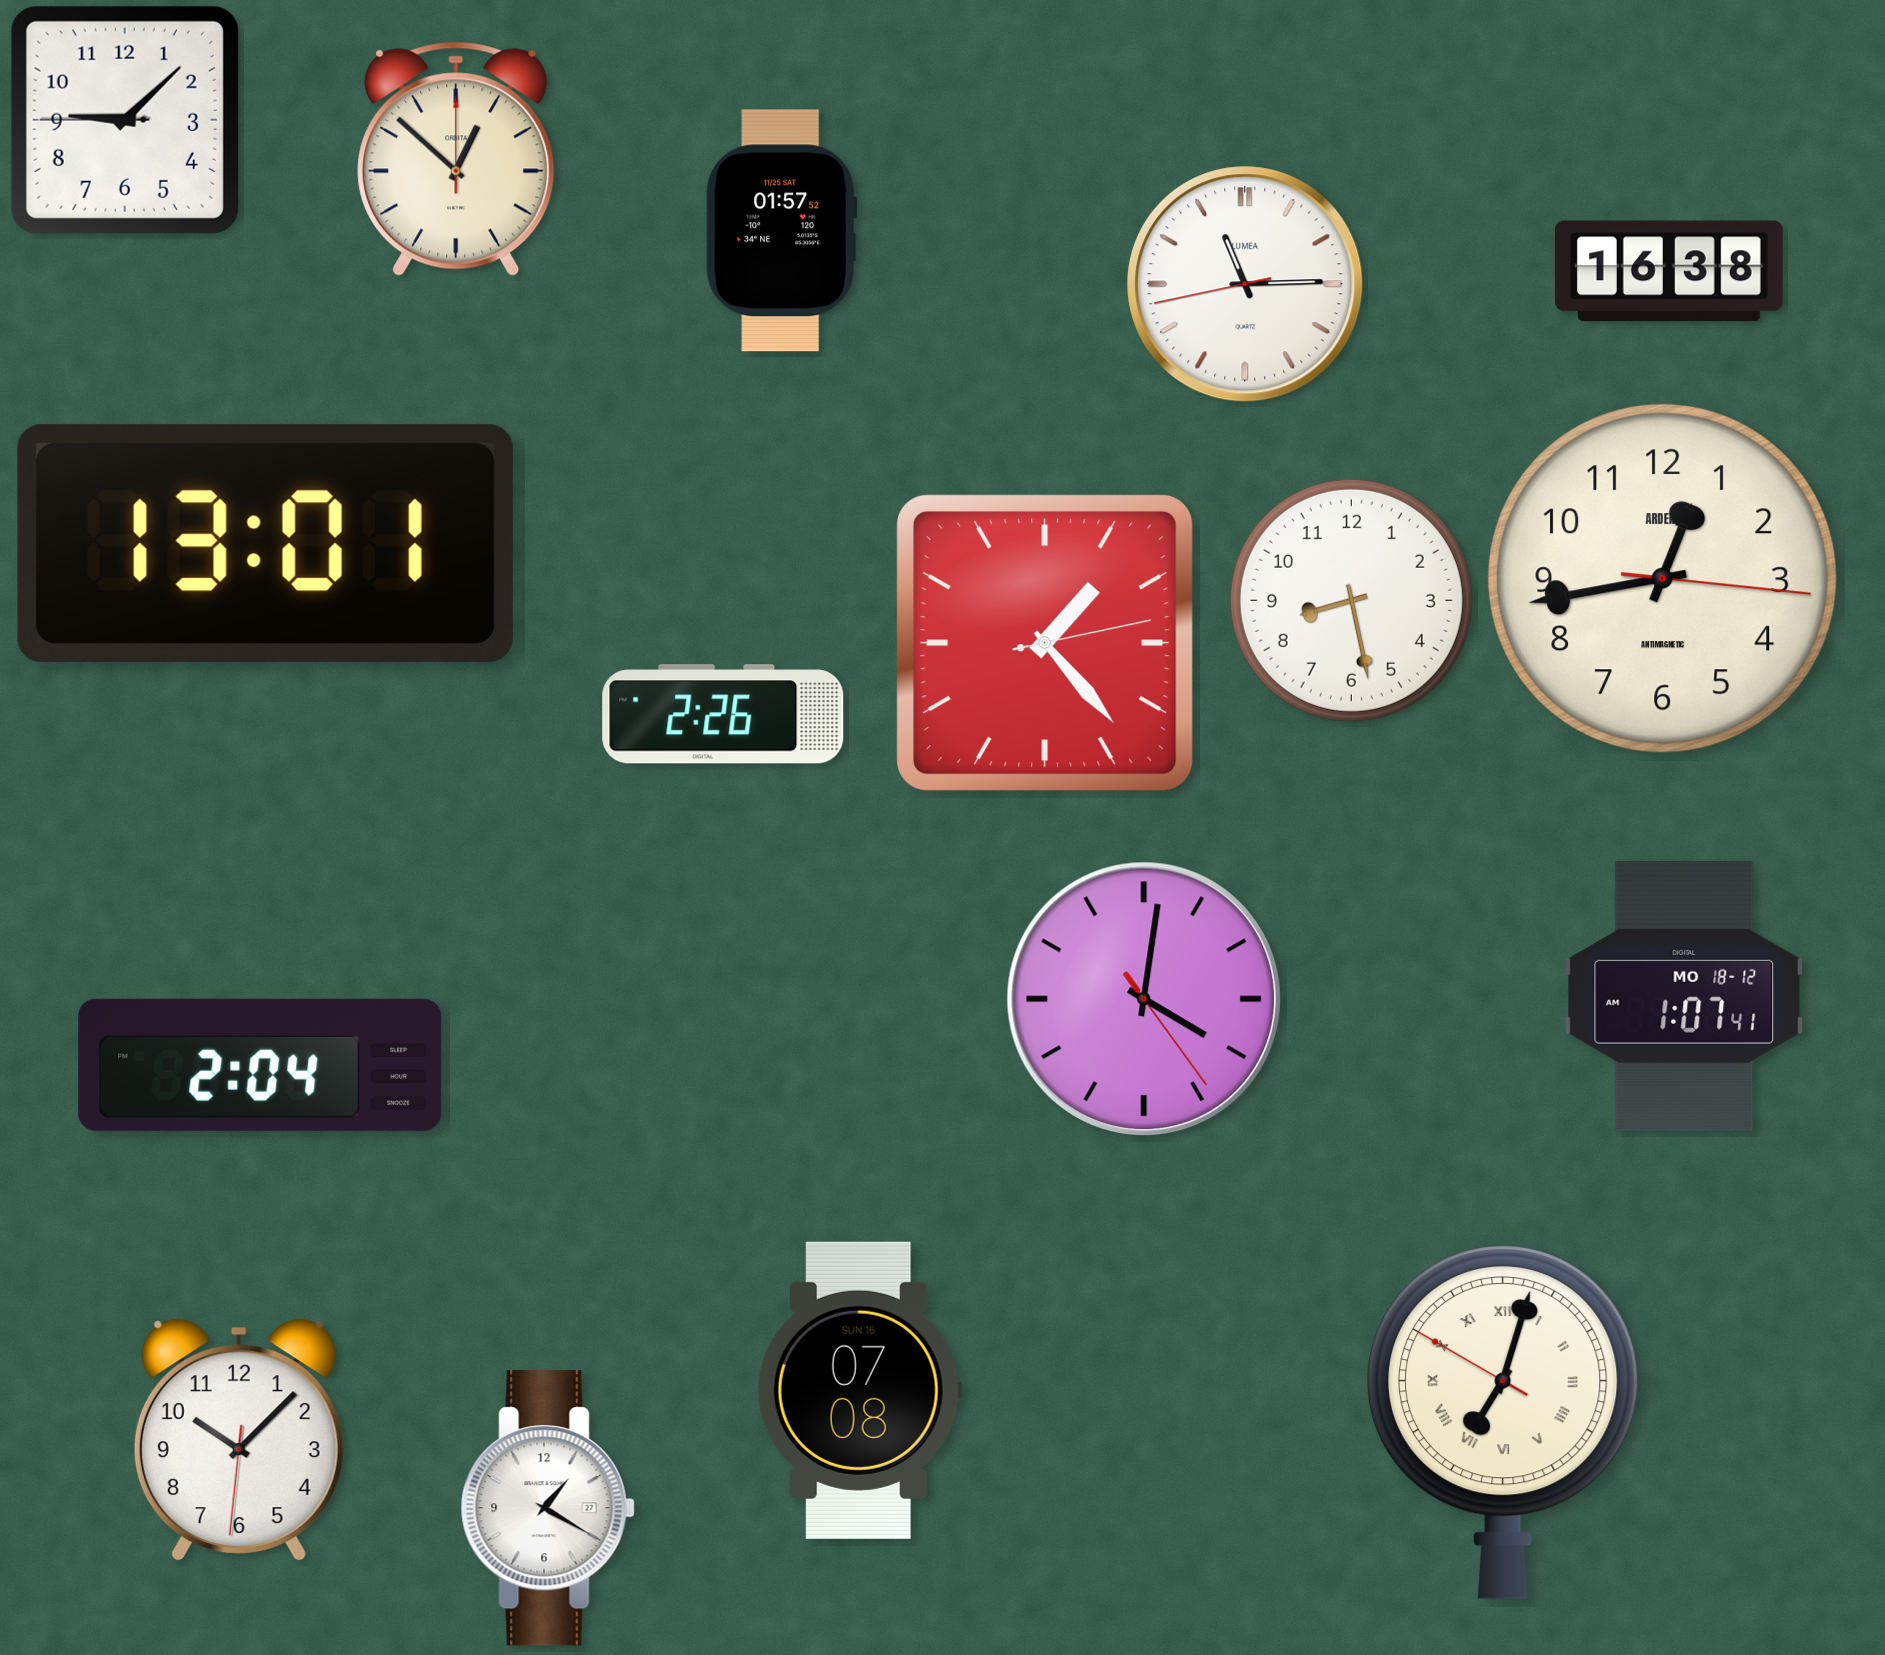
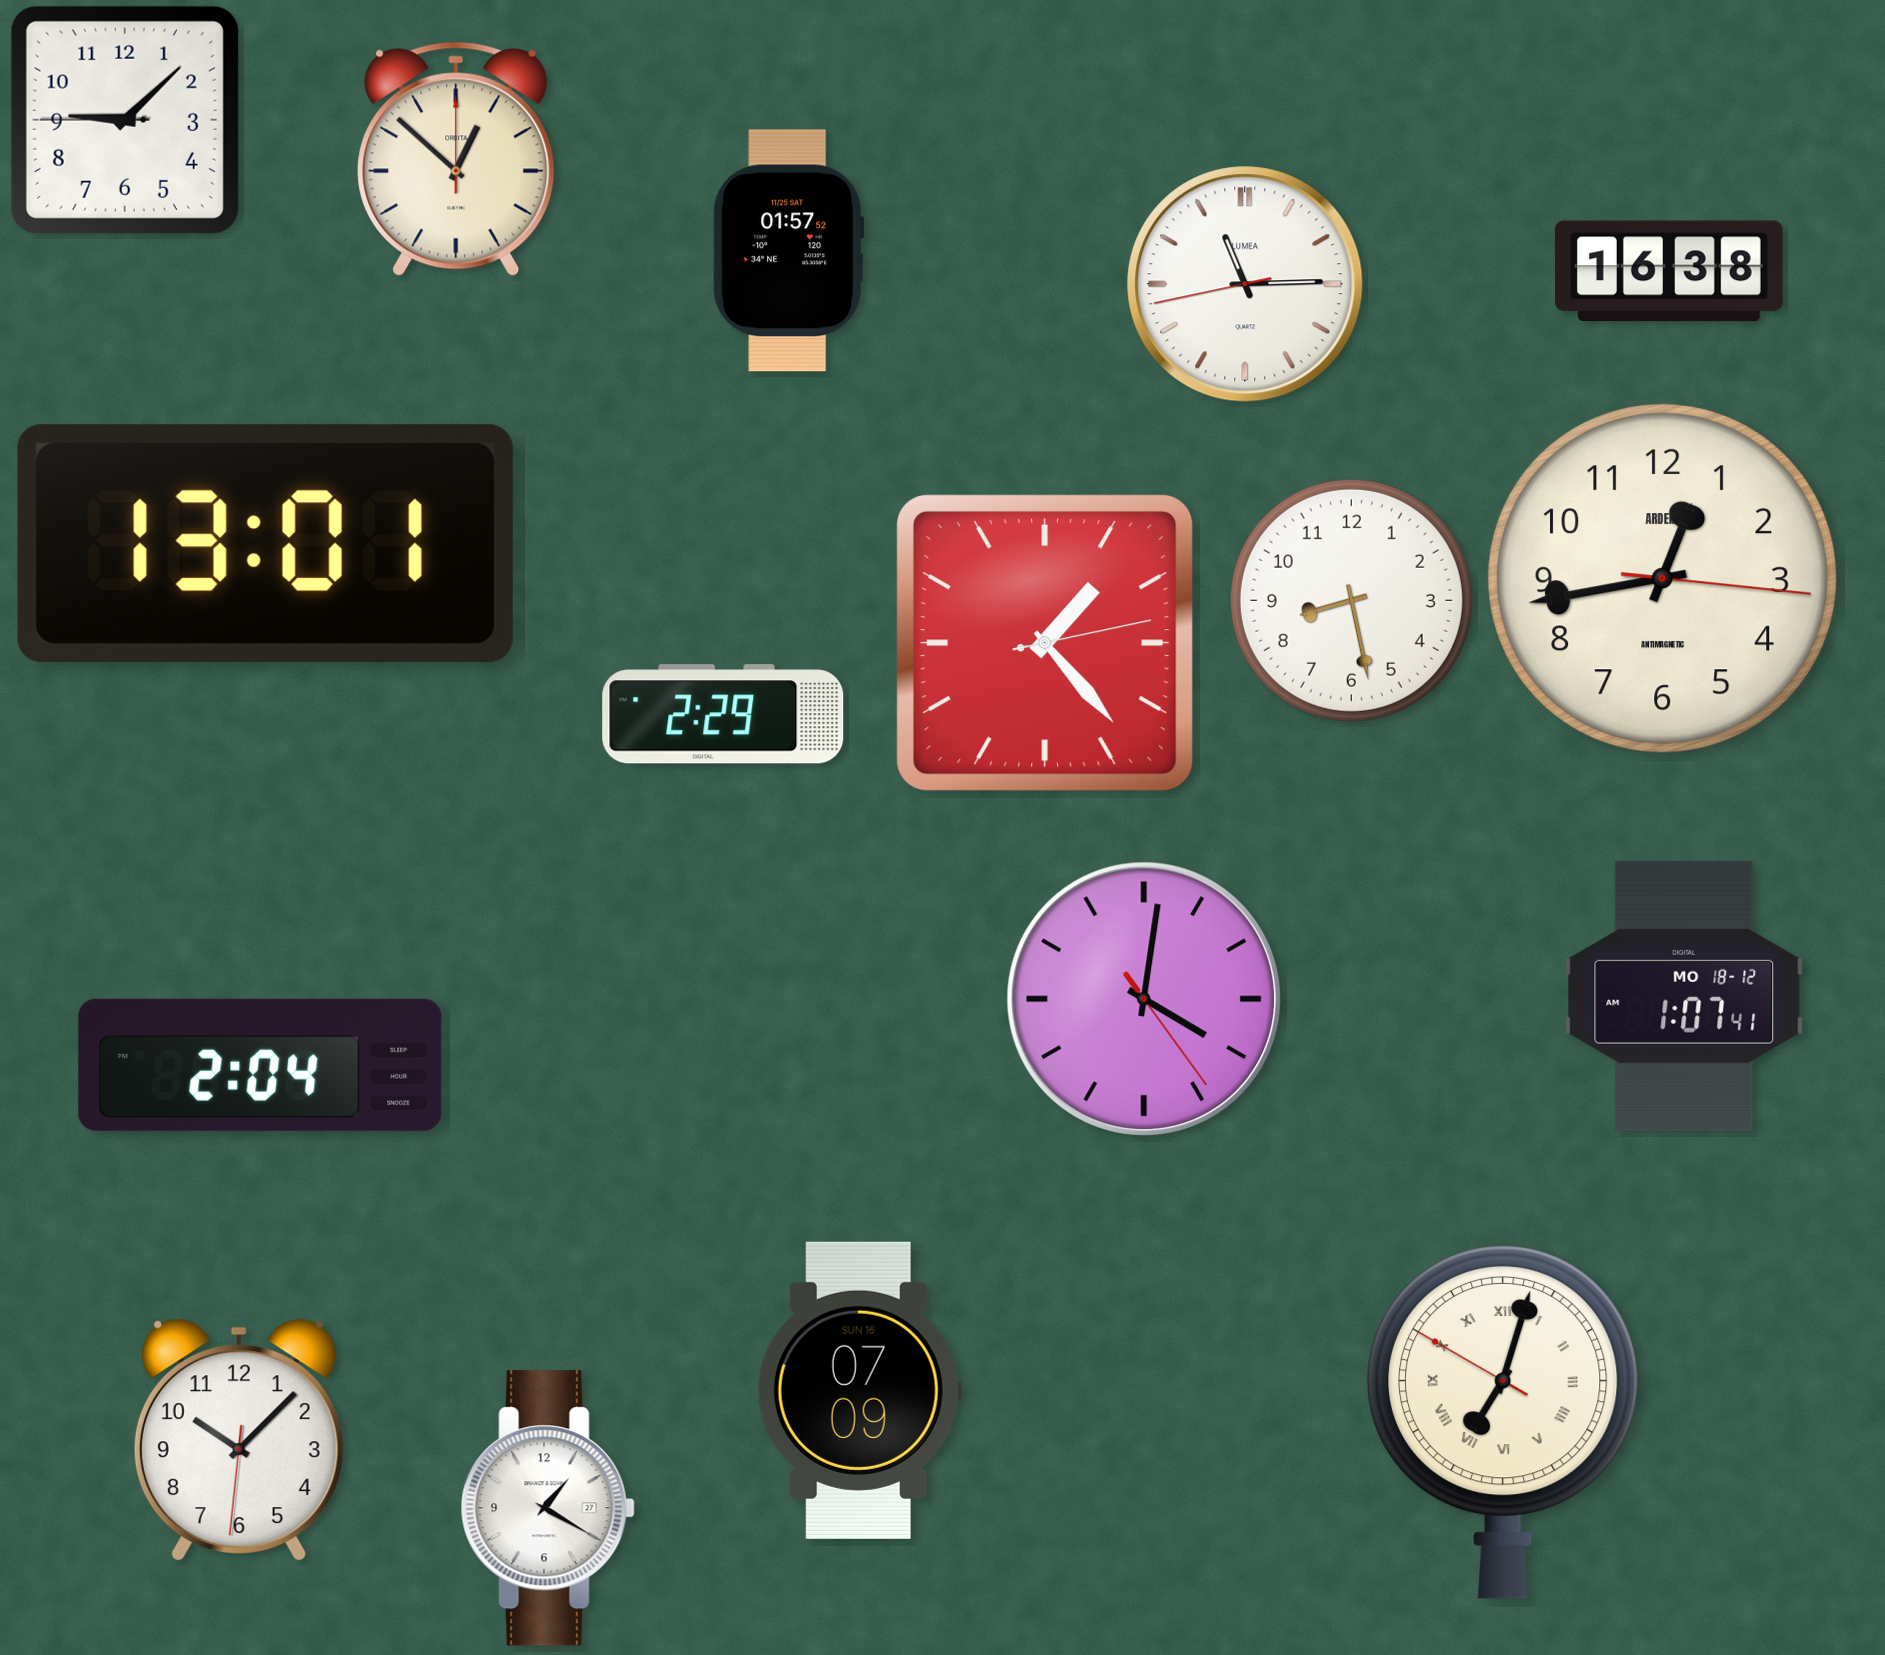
clock at (782, 231) position: (782, 231) -> (789, 251)
clock at (723, 714): 2:26 -> 2:29
clock at (859, 1390): 07:08 -> 07:09
